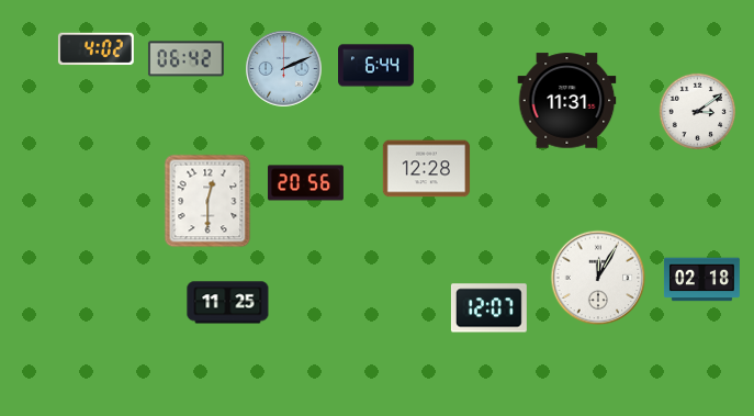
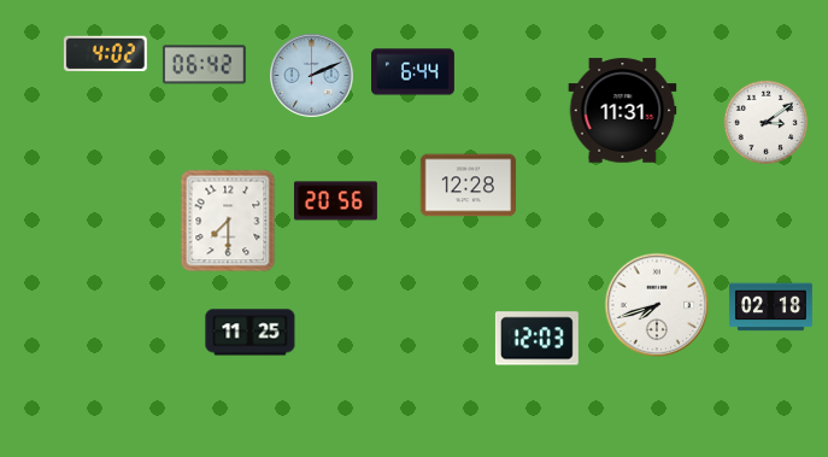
clock at (207, 201): 12:30 -> 7:30
clock at (598, 278): 12:05 -> 7:42
clock at (488, 308): 12:07 -> 12:03
